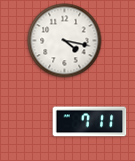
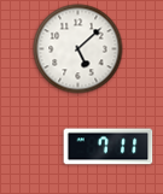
clock at (65, 41): 4:17 -> 5:08
